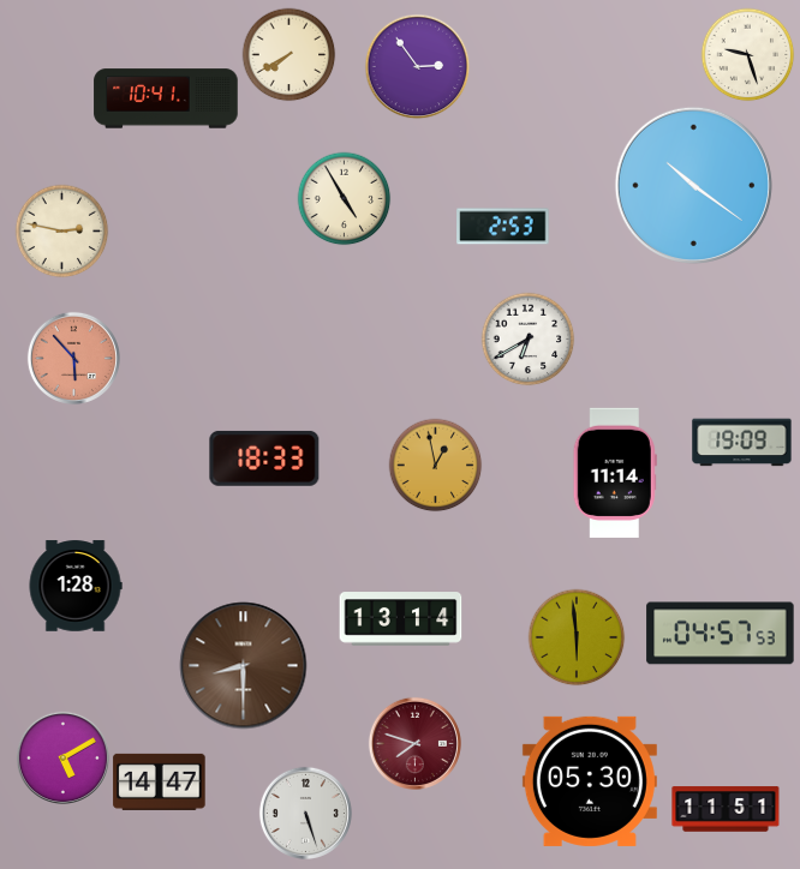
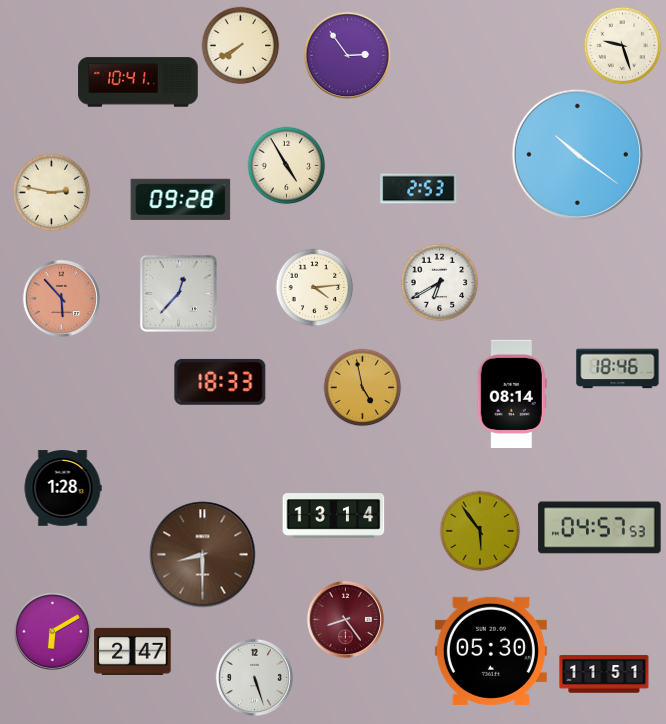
clock at (181, 199): none -> 09:28
clock at (314, 287): none -> 4:14
clock at (178, 293): none -> 12:37
clock at (742, 443): 19:09 -> 18:46
clock at (435, 465): 12:58 -> 4:58
clock at (615, 472): 11:14 -> 08:14
clock at (577, 637): 5:59 -> 5:54
clock at (414, 743): 7:48 -> 8:24
clock at (62, 757): 5:10 -> 6:10
clock at (160, 781): 14:47 -> 2:47
